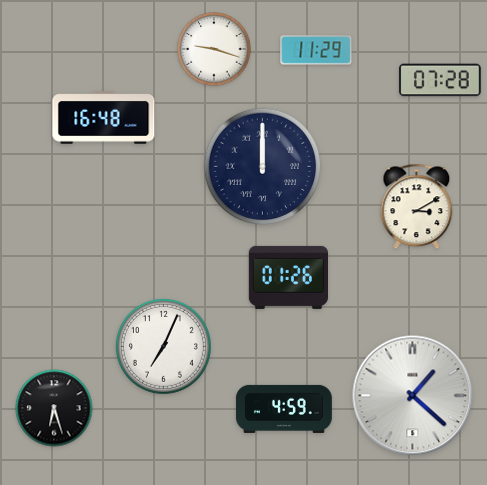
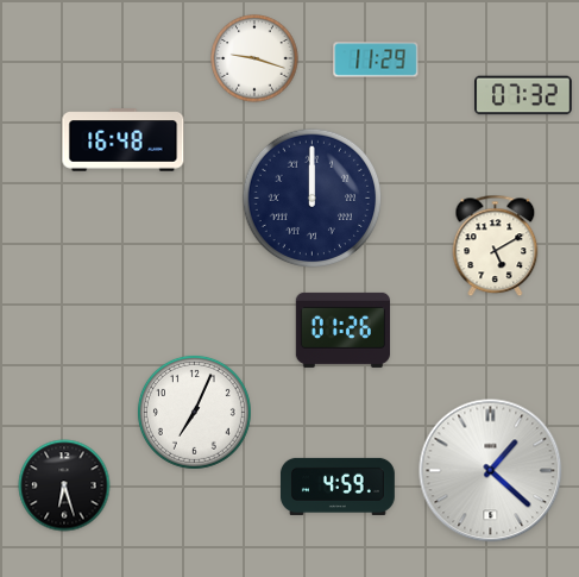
clock at (441, 80): 07:28 -> 07:32
clock at (417, 207): 3:10 -> 5:10
